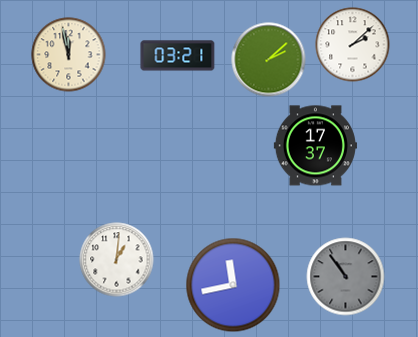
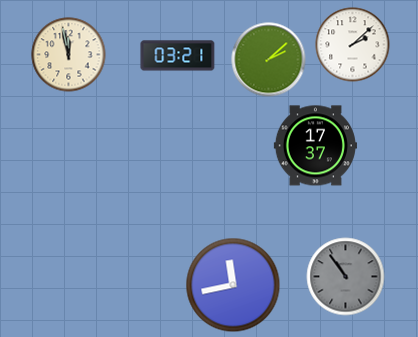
clock at (117, 260): 1:01 -> none
